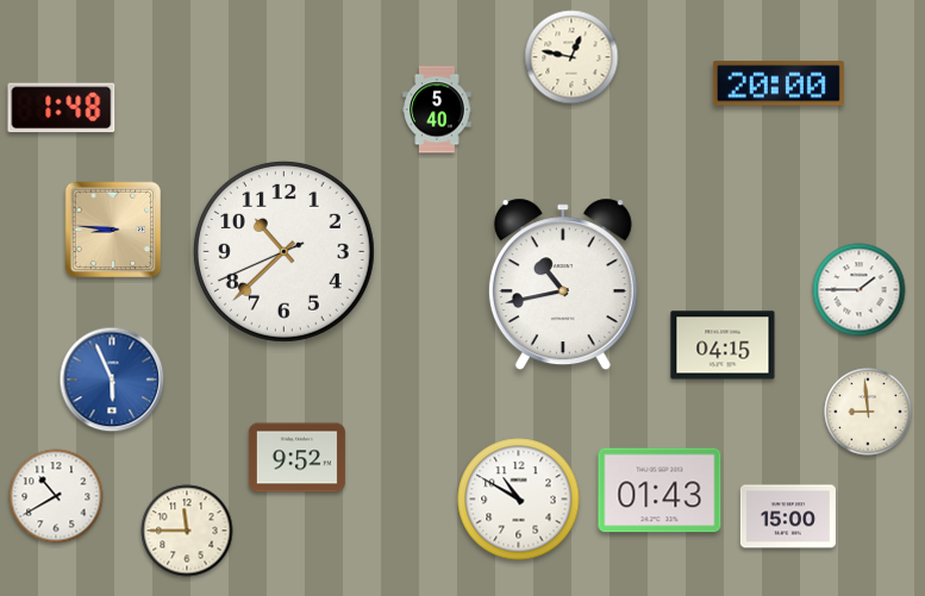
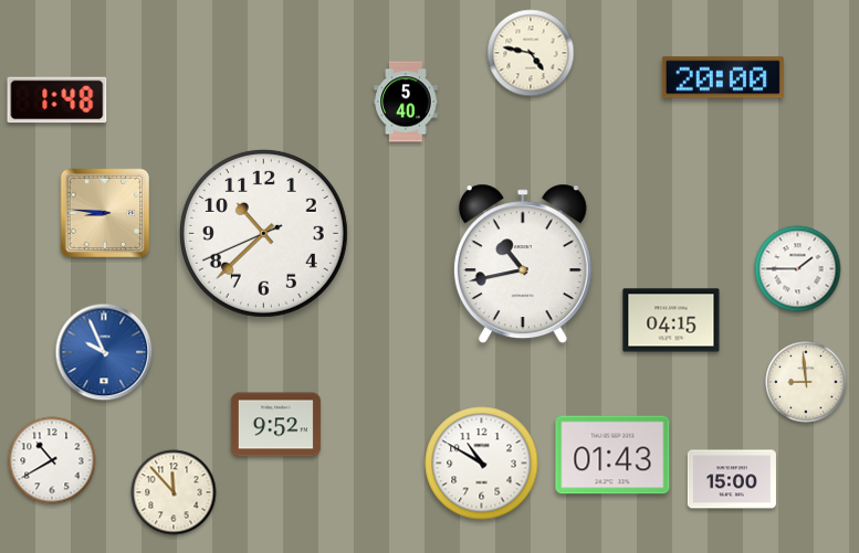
clock at (571, 57): 12:47 -> 4:47
clock at (112, 379): 5:56 -> 9:56
clock at (187, 531): 11:45 -> 11:53
